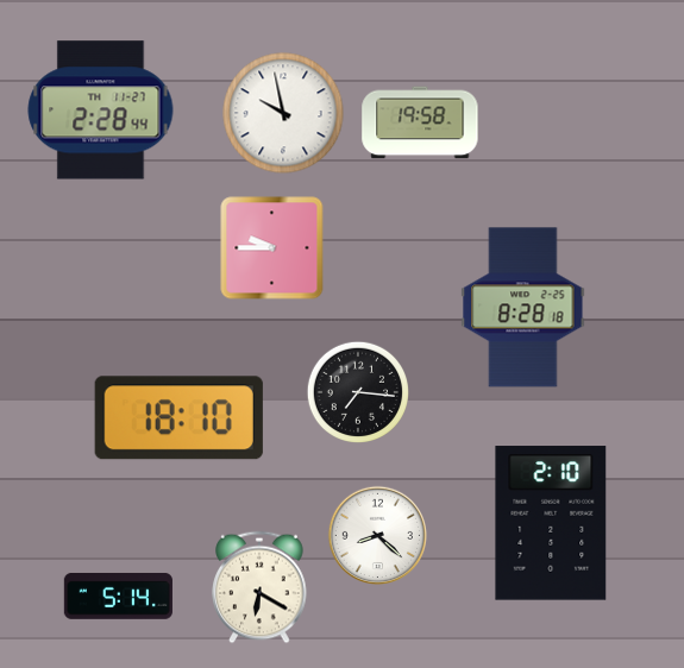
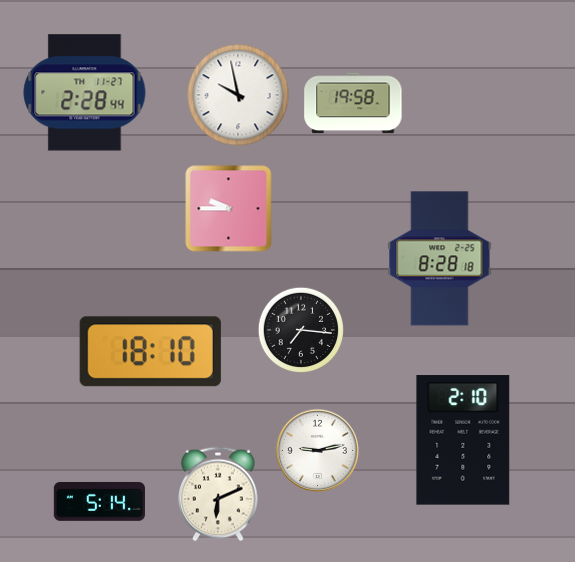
clock at (377, 535): 8:22 -> 9:13
clock at (259, 587): 6:20 -> 6:11
